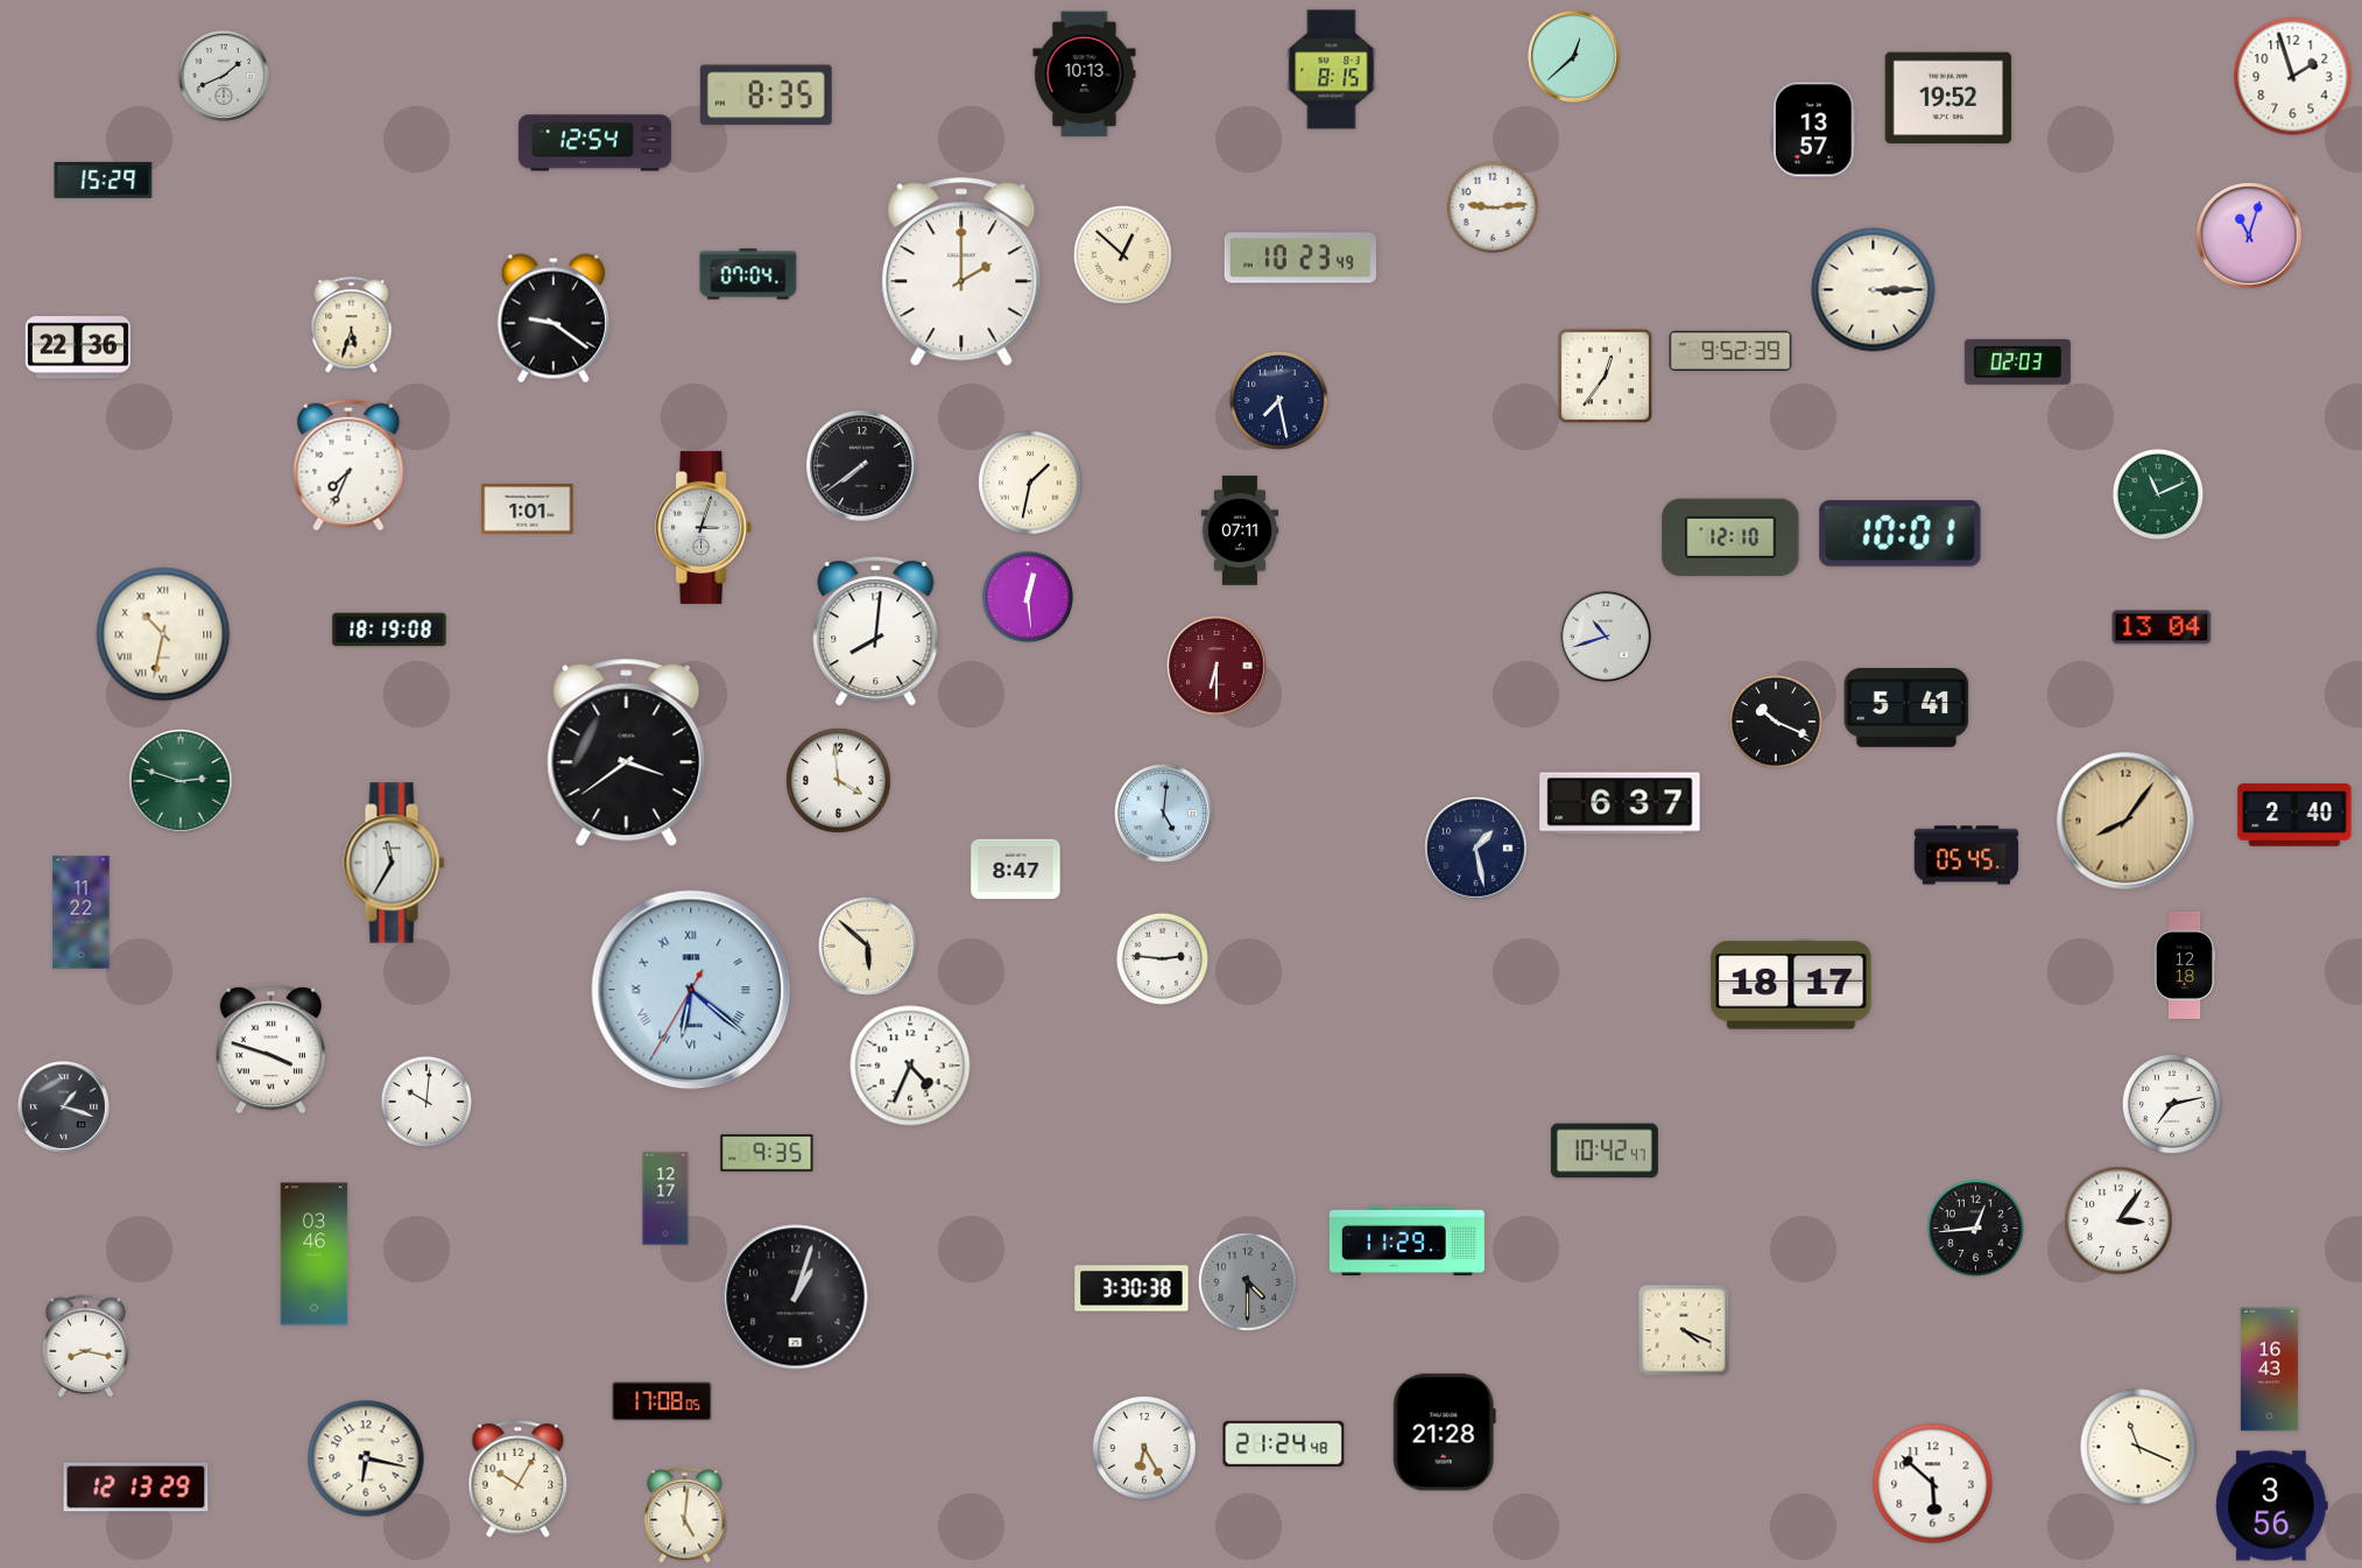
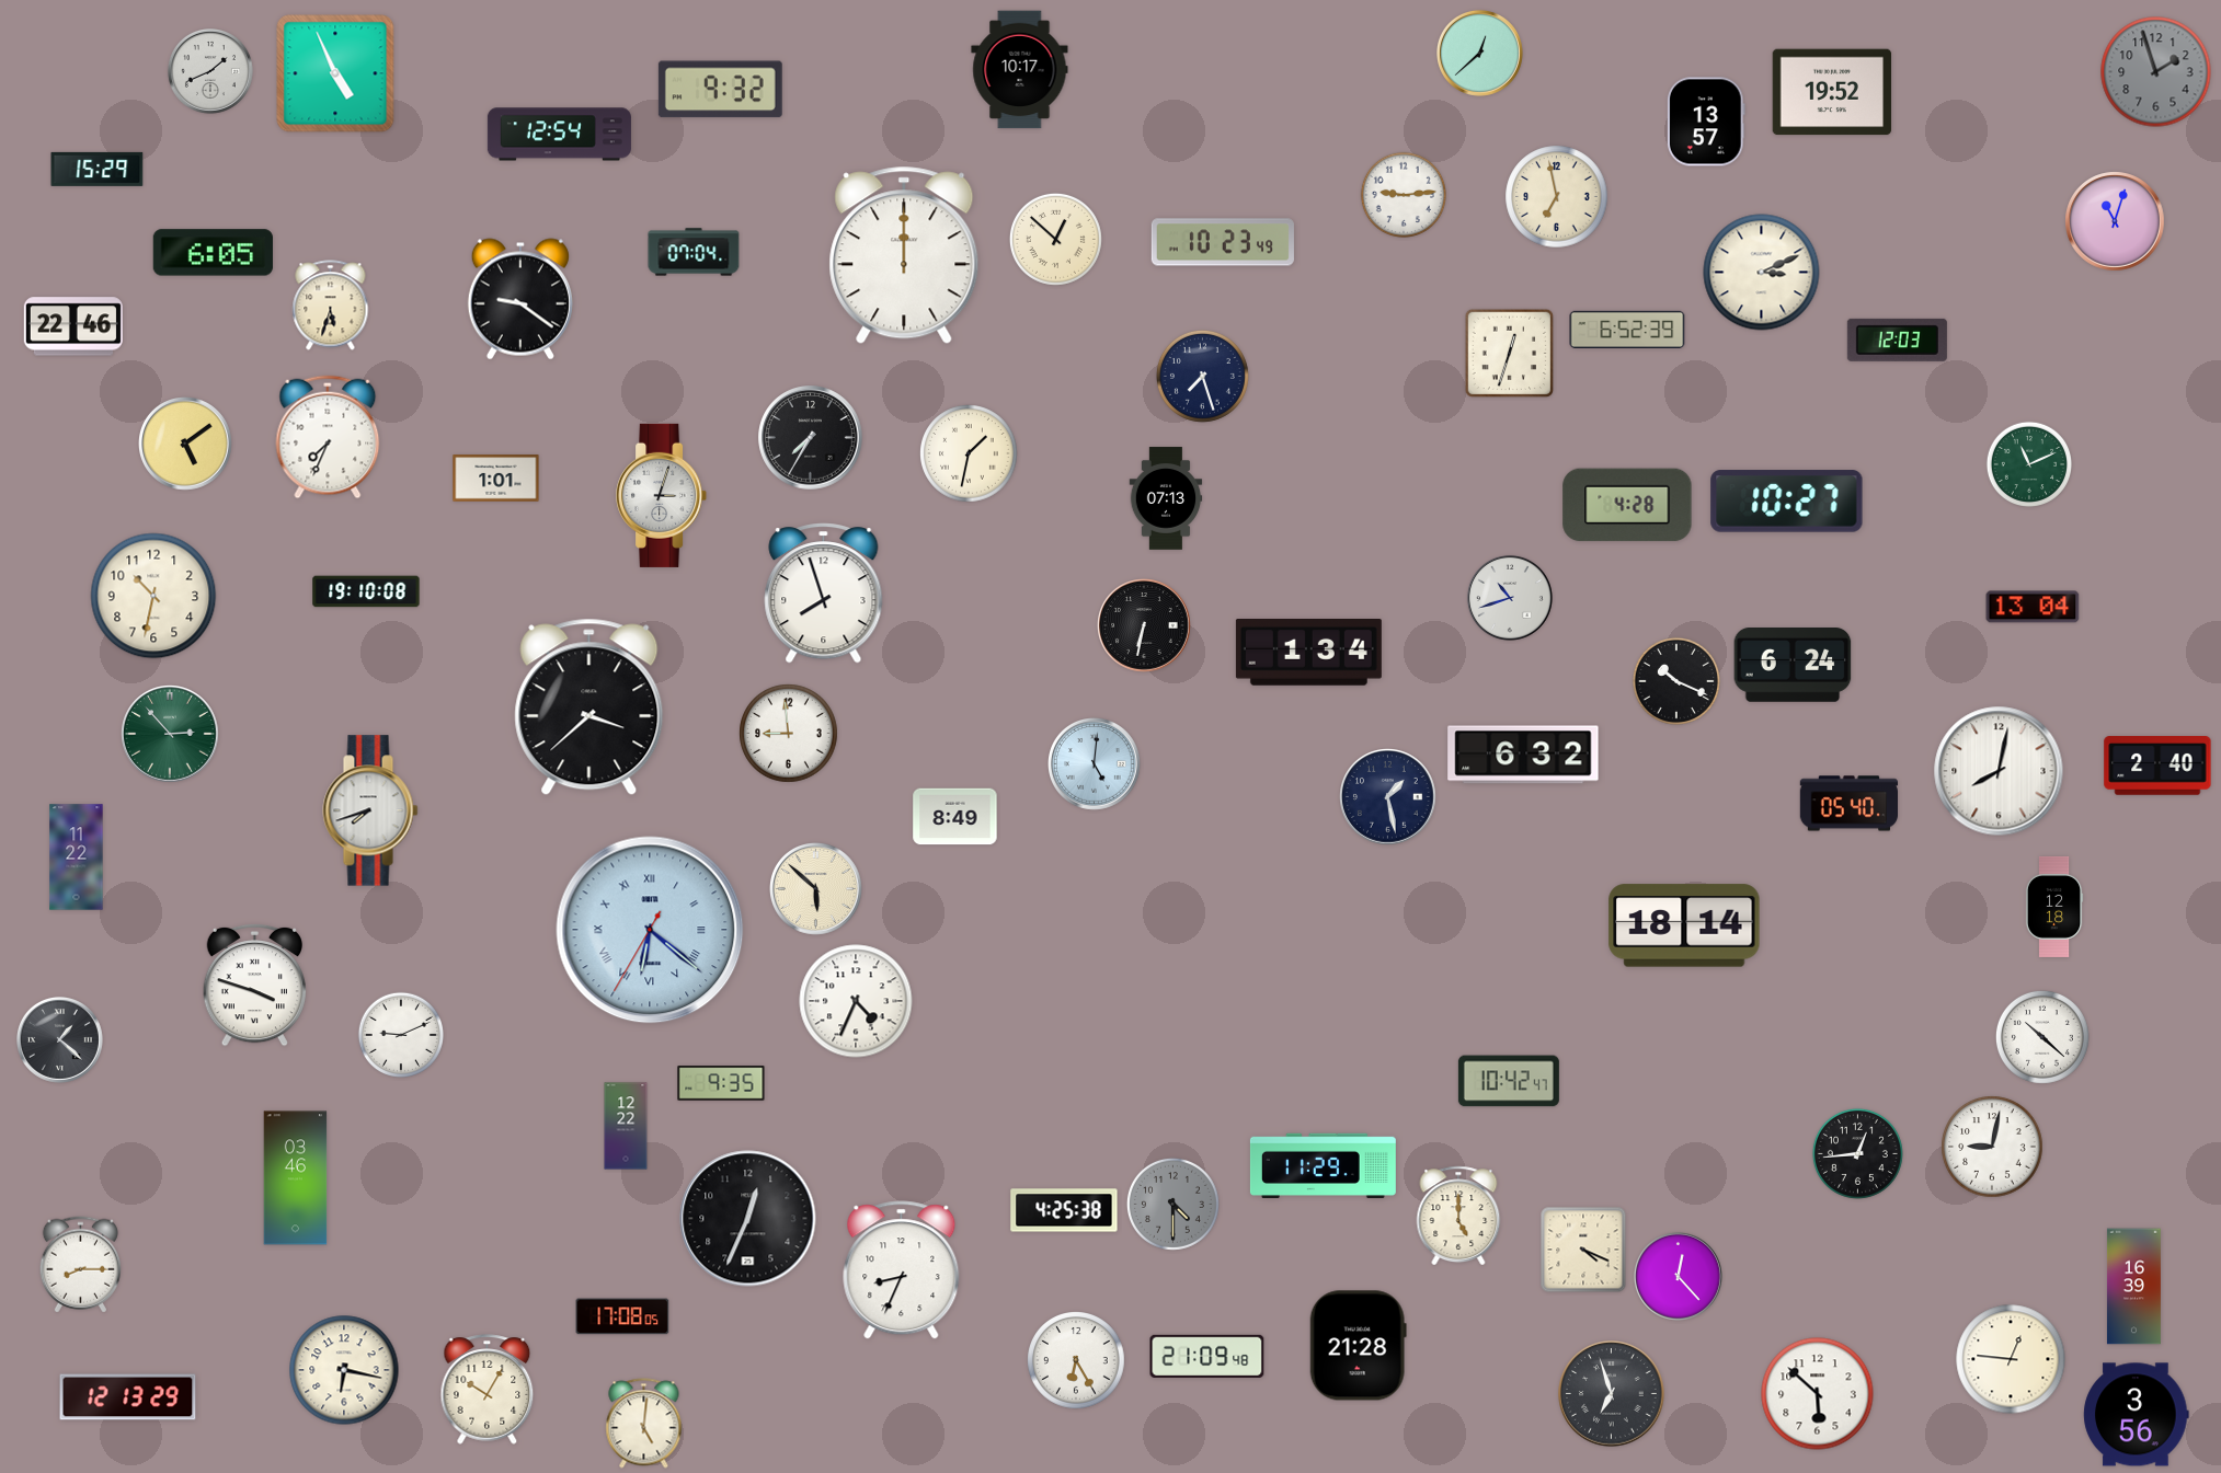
clock at (1332, 70): 8:15 -> none
clock at (1085, 75): 10:13 -> 10:17
clock at (2293, 77) dial: white -> grey
clock at (335, 73): none -> 4:56
clock at (766, 96): 8:35 -> 9:32
clock at (1557, 197): none -> 6:58
clock at (213, 253): none -> 6:05
clock at (961, 272): 2:00 -> 12:00
clock at (748, 274) position: (748, 274) -> (694, 252)
clock at (1874, 290): 3:15 -> 3:11
clock at (78, 347): 22:36 -> 22:46
clock at (1730, 350): 9:52 -> 6:52
clock at (2017, 361): 02:03 -> 12:03
clock at (1606, 377): 12:36 -> 12:33
clock at (1278, 400): 7:28 -> 7:27
clock at (862, 466): 7:39 -> 7:35
clock at (186, 445): none -> 5:09
clock at (1240, 530): 07:11 -> 07:13
clock at (1901, 534): 10:01 -> 10:27
clock at (1730, 537): 12:10 -> 4:28
clock at (1027, 596): 12:29 -> none
clock at (2162, 627) position: (2162, 627) -> (2033, 607)
clock at (389, 630): 18:19 -> 19:10
clock at (876, 632): 8:01 -> 7:57
clock at (163, 634) numerals: Roman -> Arabic
clock at (1218, 667): 6:30 -> 6:32
clock at (1218, 667) dial: burgundy -> black
clock at (1308, 653): none -> 1:34
clock at (1906, 708): 5:41 -> 6:24
clock at (1776, 722) position: (1776, 722) -> (1676, 681)
clock at (627, 753): 3:39 -> 3:38
clock at (181, 781): 2:48 -> 2:53
clock at (839, 781): 3:59 -> 8:59
clock at (1620, 803): 6:37 -> 6:32
clock at (2125, 821): 8:06 -> 8:02
clock at (2125, 821) dial: champagne -> white
clock at (1966, 856): 05:45 -> 05:40
clock at (394, 863): 11:35 -> 7:42
clock at (1016, 870): 8:47 -> 8:49
clock at (1162, 958): 2:46 -> none
clock at (1791, 985): 18:17 -> 18:14
clock at (425, 1101): 10:01 -> 9:11
clock at (2172, 1104): 7:13 -> 10:22
clock at (63, 1106): 1:18 -> 1:22
clock at (665, 1198): 12:17 -> 12:22
clock at (2118, 1221): 3:06 -> 9:02
clock at (1131, 1288): 3:30 -> 4:25
clock at (1458, 1216): none -> 5:00
clock at (796, 1298): 1:03 -> 12:34
clock at (85, 1346): 8:17 -> 8:15
clock at (902, 1270): none -> 8:34
clock at (1678, 1276): none -> 12:23
clock at (2269, 1370): 16:43 -> 16:39
clock at (1284, 1443): 21:24 -> 21:09
clock at (2138, 1447): 11:19 -> 12:46
clock at (1612, 1394): none -> 6:57
